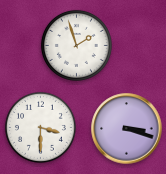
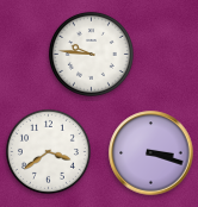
clock at (76, 45): 1:57 -> 9:46
clock at (40, 127): 3:30 -> 3:39
